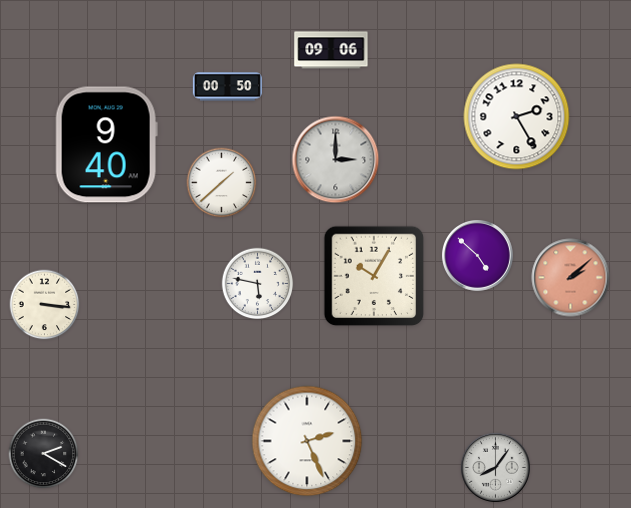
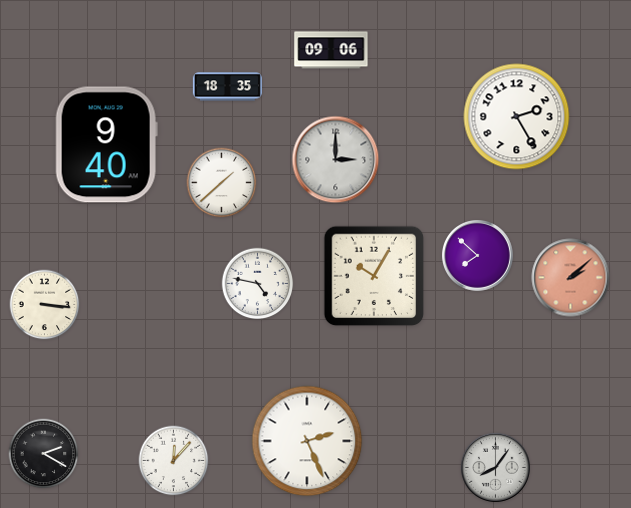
clock at (227, 87): 00:50 -> 18:35
clock at (478, 256): 4:52 -> 7:52
clock at (258, 284): 5:47 -> 4:47
clock at (174, 461): none -> 12:07
